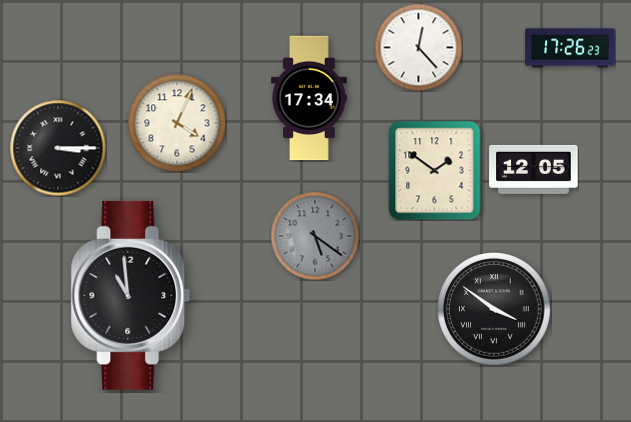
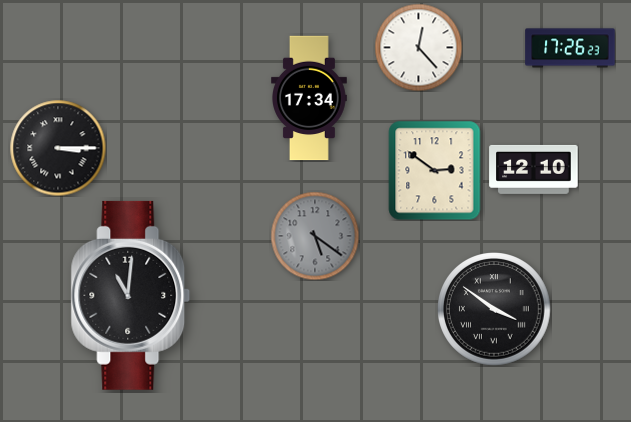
clock at (177, 123): 4:04 -> none
clock at (534, 169): 12:05 -> 12:10
clock at (435, 171): 1:51 -> 2:51
clock at (131, 295): 10:59 -> 11:01
